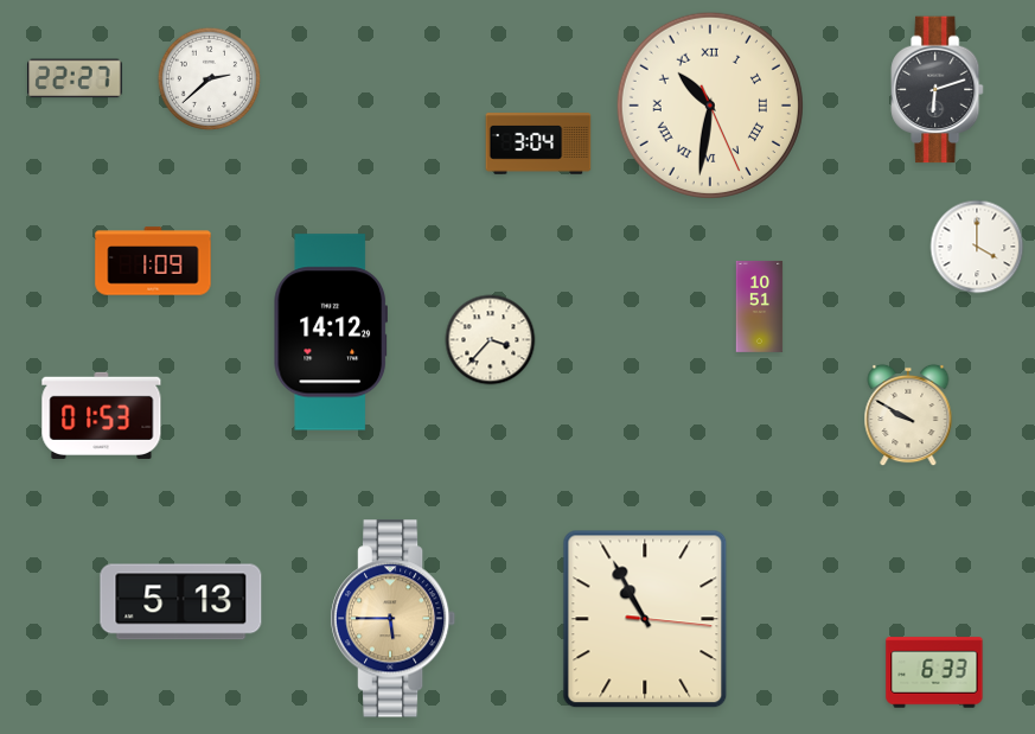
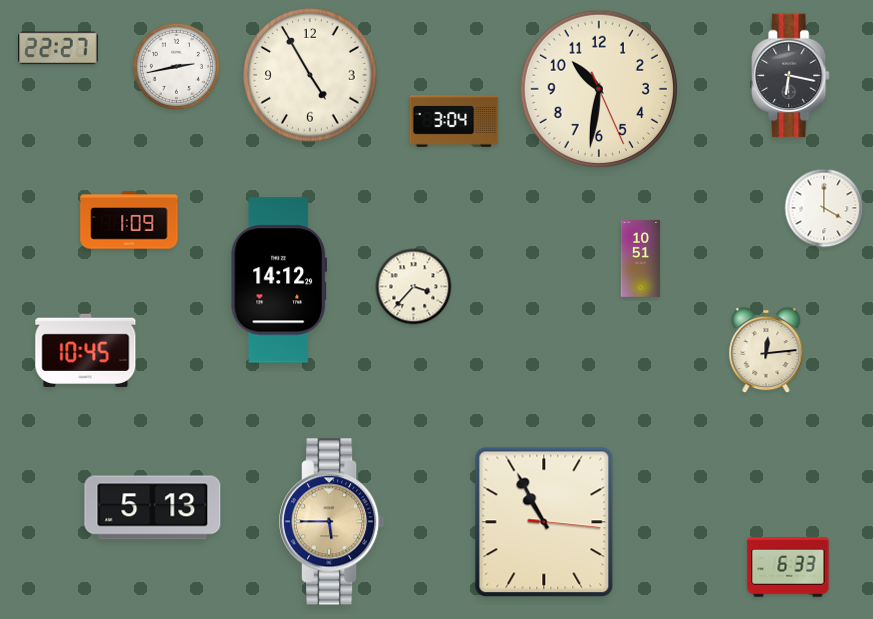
clock at (75, 78) position: (75, 78) -> (58, 48)
clock at (209, 78): 2:38 -> 2:43
clock at (310, 75): none -> 4:55
clock at (938, 90): 6:12 -> 6:17
clock at (710, 106) numerals: Roman -> Arabic
clock at (102, 415): 01:53 -> 10:45
clock at (908, 415): 9:50 -> 12:14
